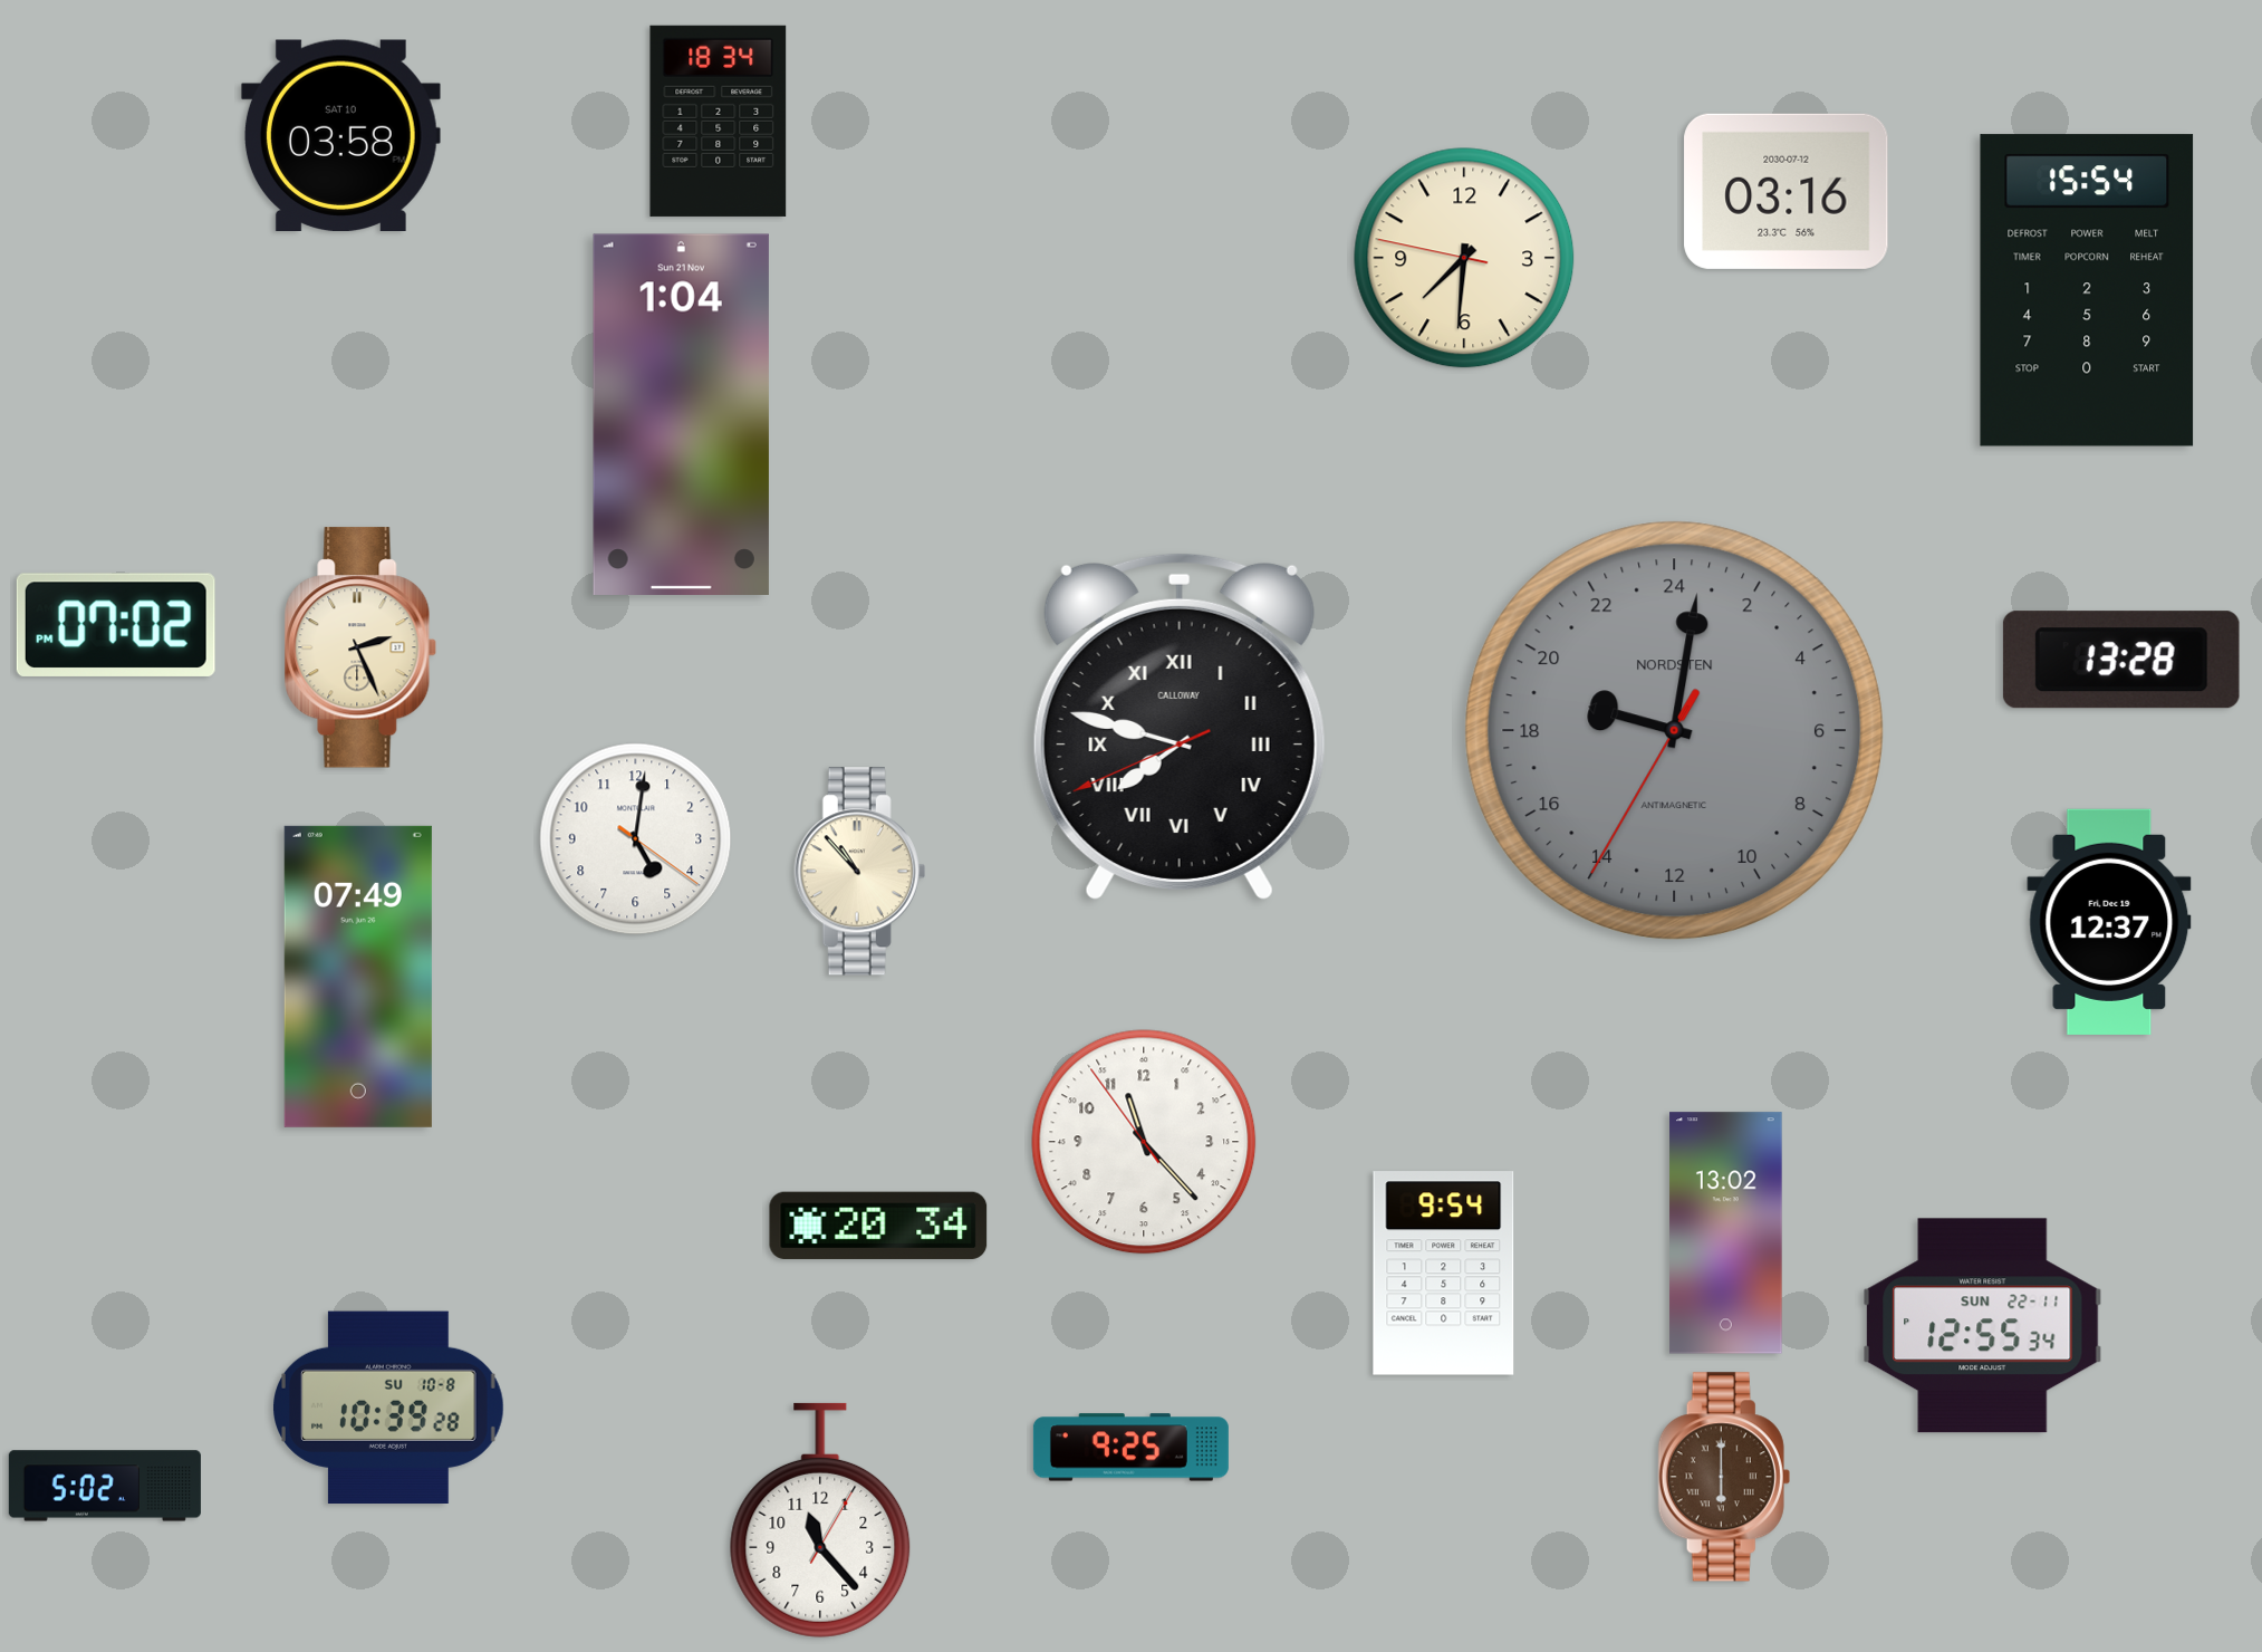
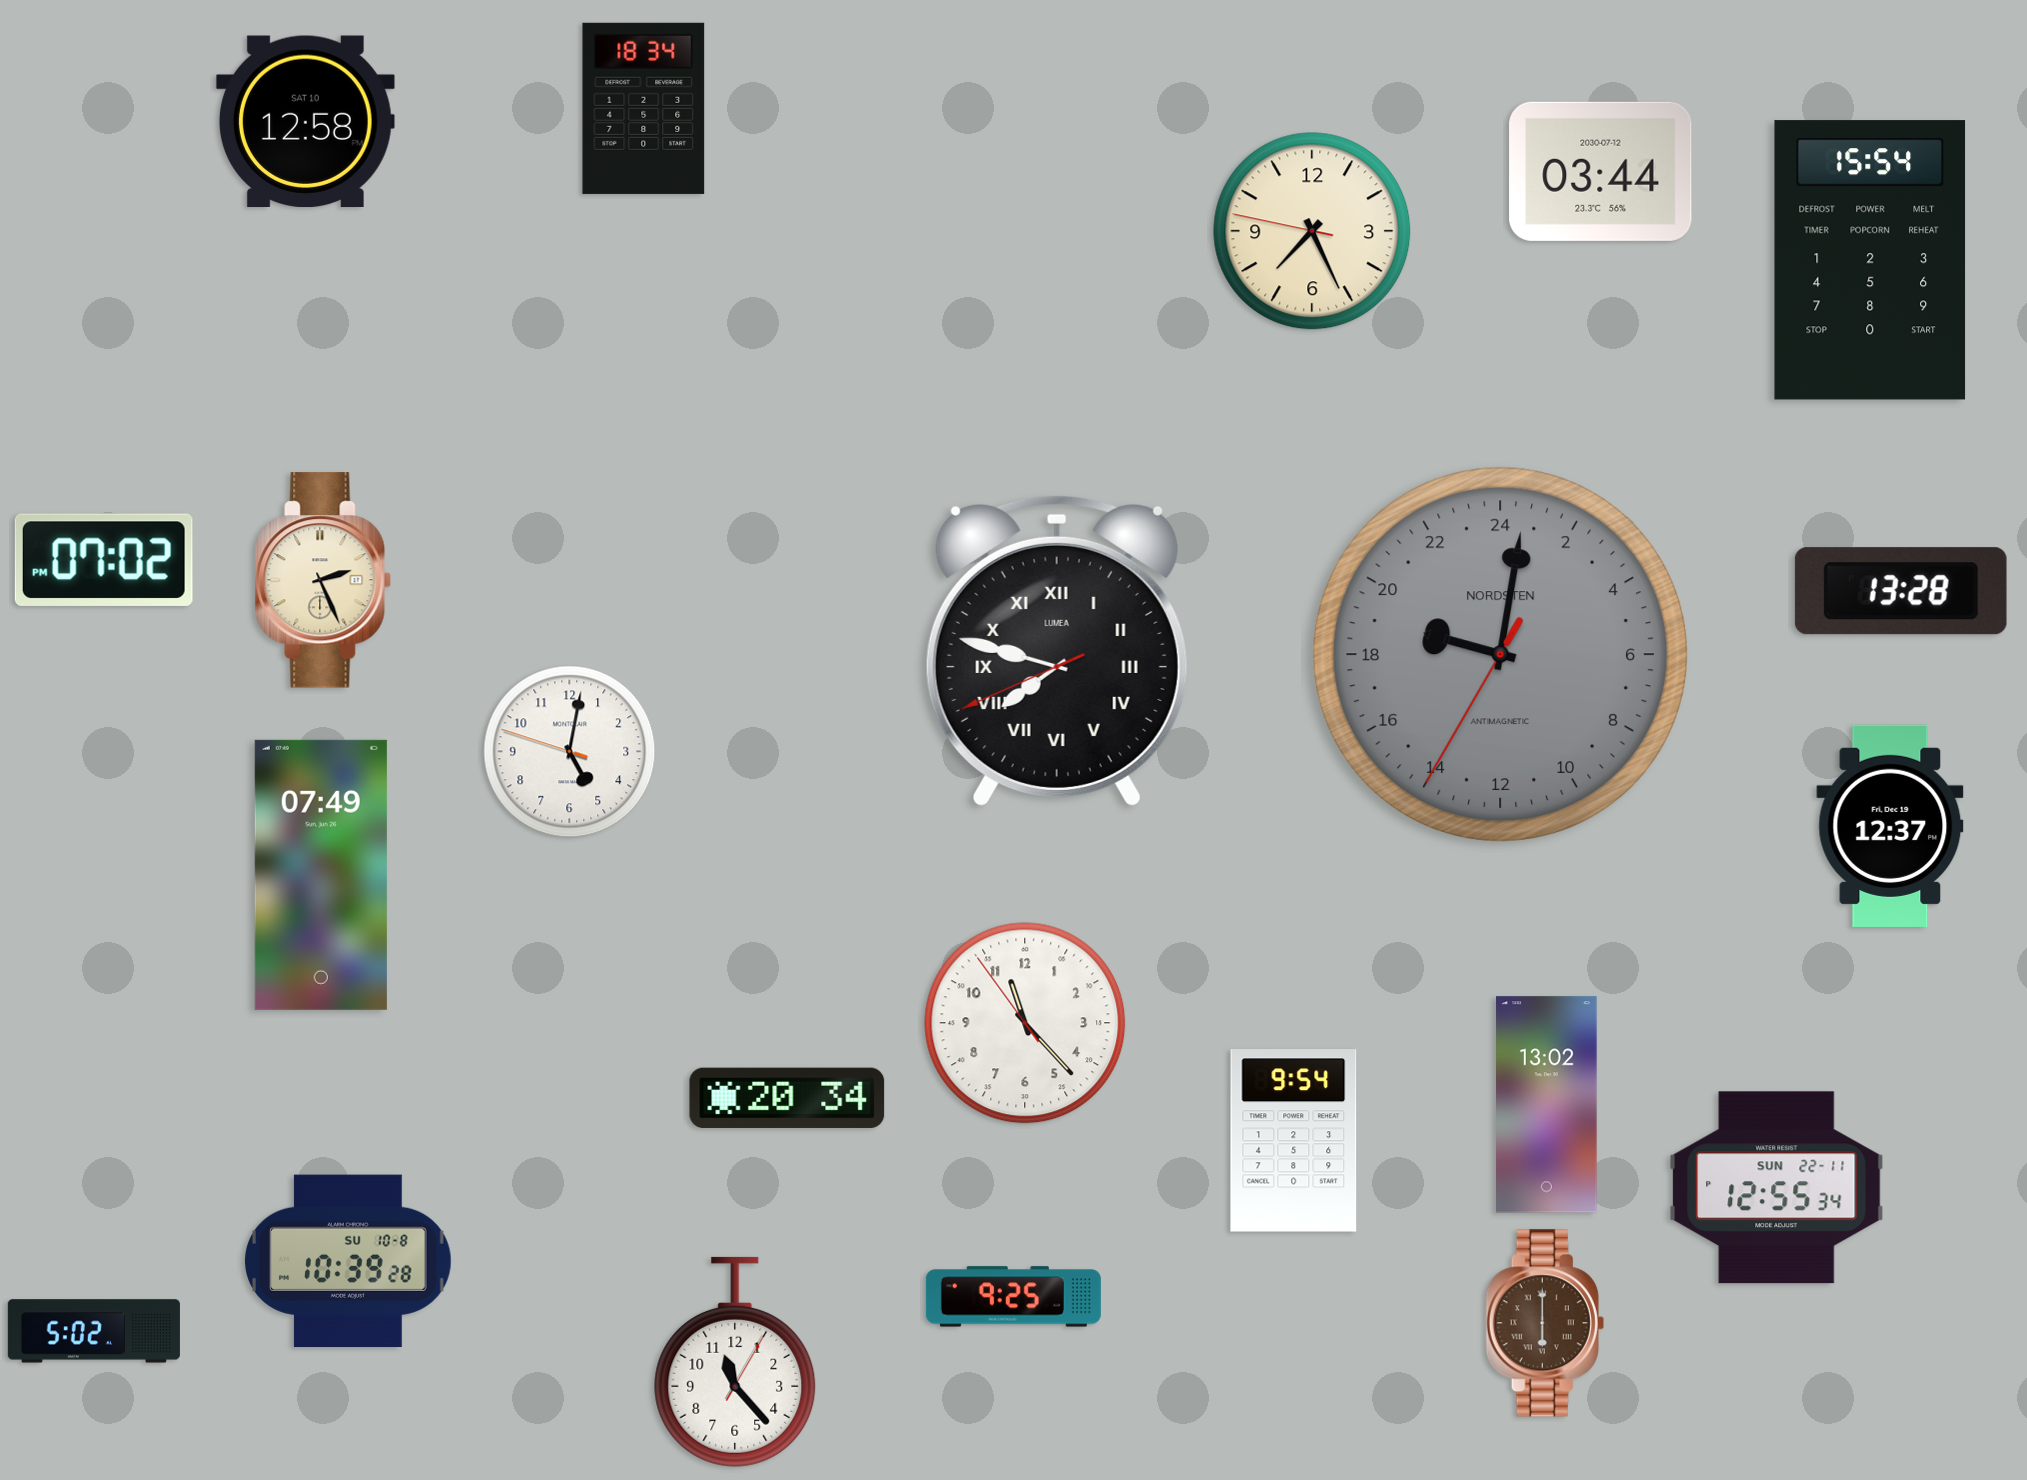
clock at (340, 135): 03:58 -> 12:58
clock at (1787, 191): 03:16 -> 03:44
clock at (1464, 258): 7:30 -> 7:25
clock at (681, 414): 1:04 -> none
clock at (1180, 727) brand: CALLOWAY -> LUMEA
clock at (636, 839): 5:01:21 -> 5:01:48
clock at (860, 872): 10:53 -> none
